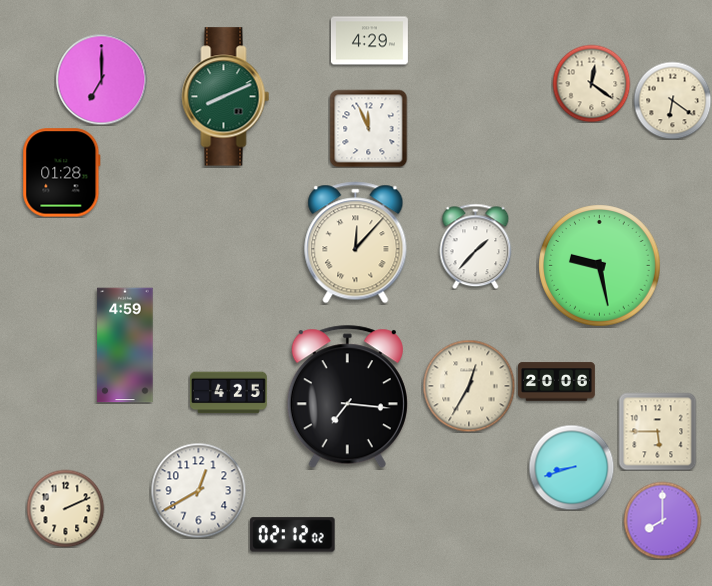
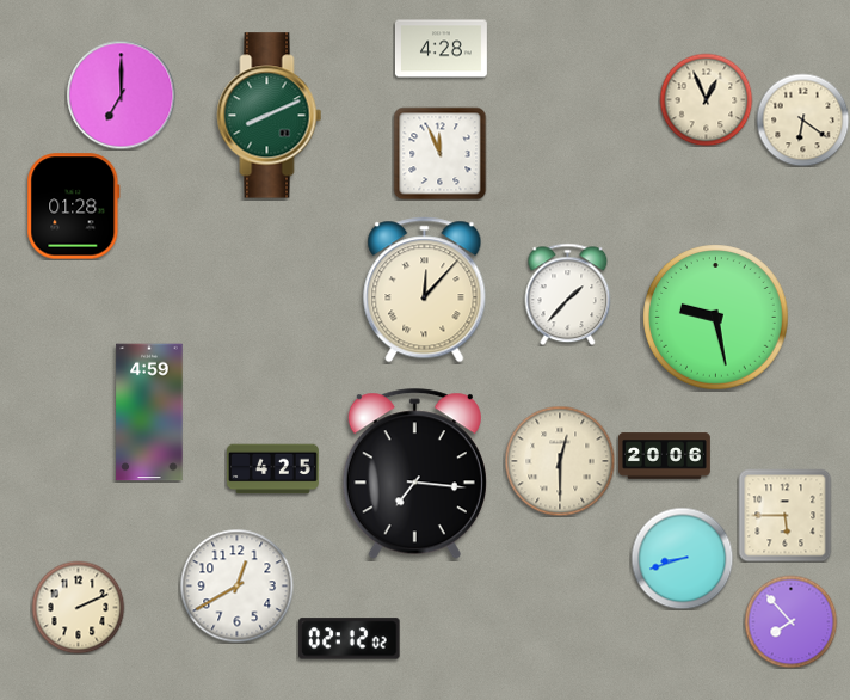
clock at (369, 41): 4:29 -> 4:28
clock at (591, 83): 12:21 -> 12:56
clock at (469, 386): 12:35 -> 12:30
clock at (662, 520): 8:00 -> 7:53
